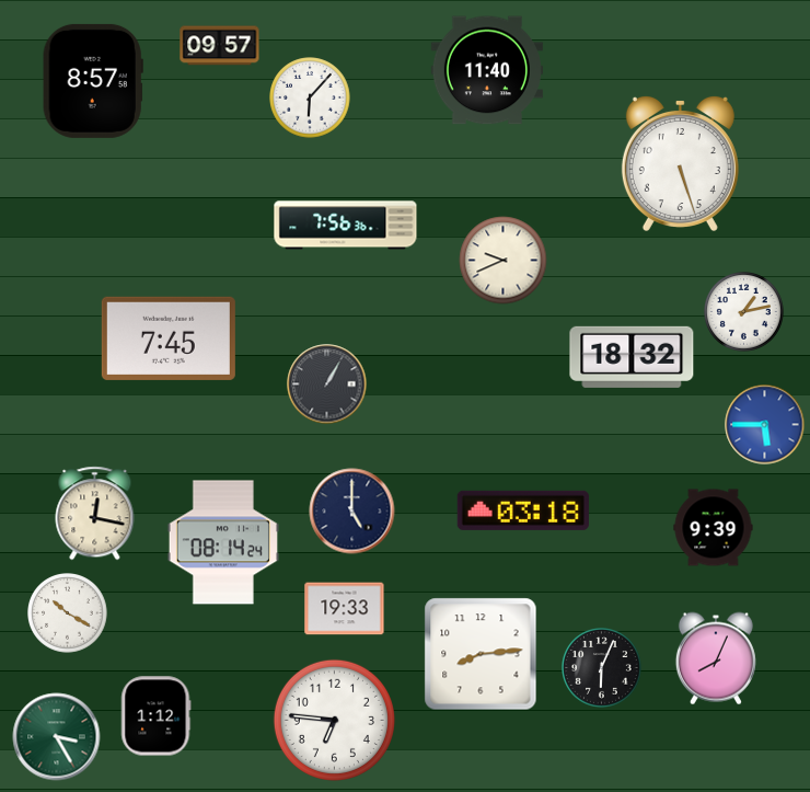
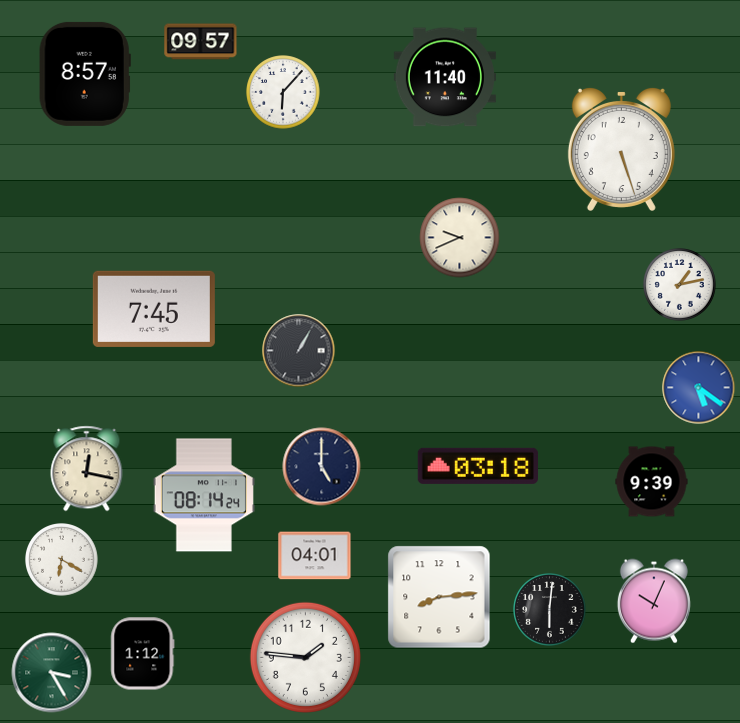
clock at (487, 70) position: (487, 70) -> (445, 77)
clock at (310, 97) position: (310, 97) -> (283, 92)
clock at (346, 226): 7:56 -> none
clock at (632, 357): 18:32 -> none
clock at (765, 425): 5:45 -> 5:21
clock at (345, 609): 19:33 -> 04:01
clock at (68, 613): 10:20 -> 6:20
clock at (716, 658): 8:04 -> 10:04
clock at (602, 668): 6:04 -> 6:01
clock at (334, 720): 6:46 -> 1:46
